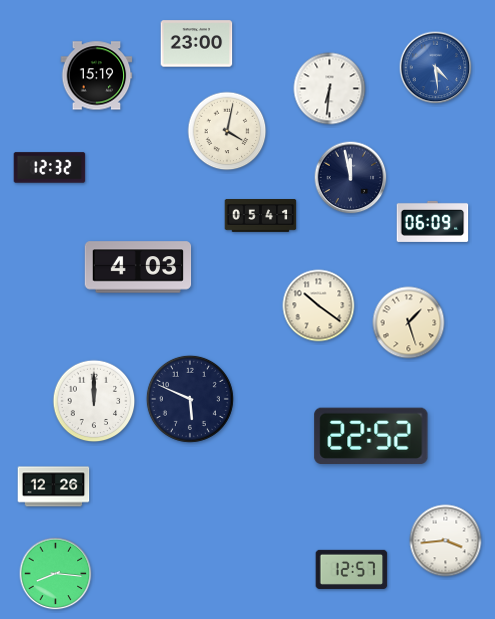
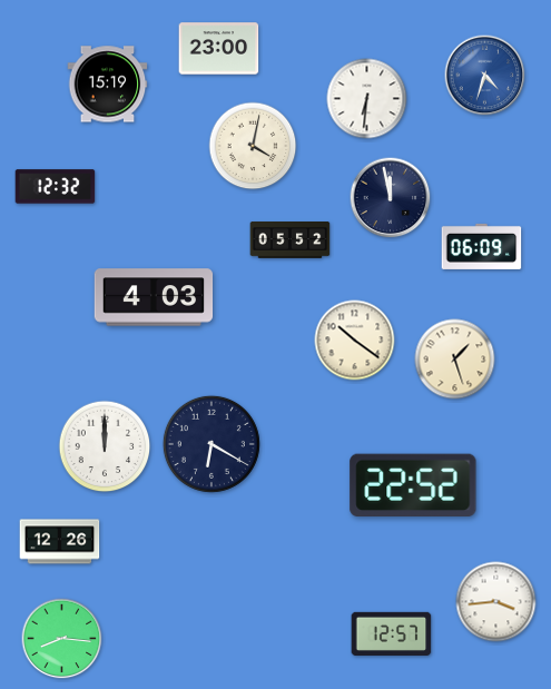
clock at (436, 68): 4:29 -> 4:33
clock at (261, 216): 05:41 -> 05:52
clock at (190, 399): 5:49 -> 6:20
